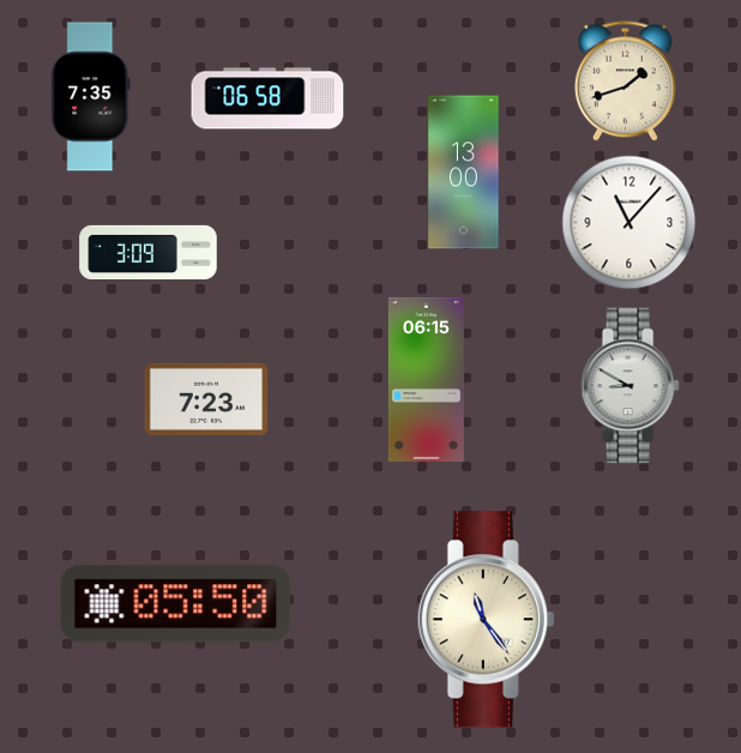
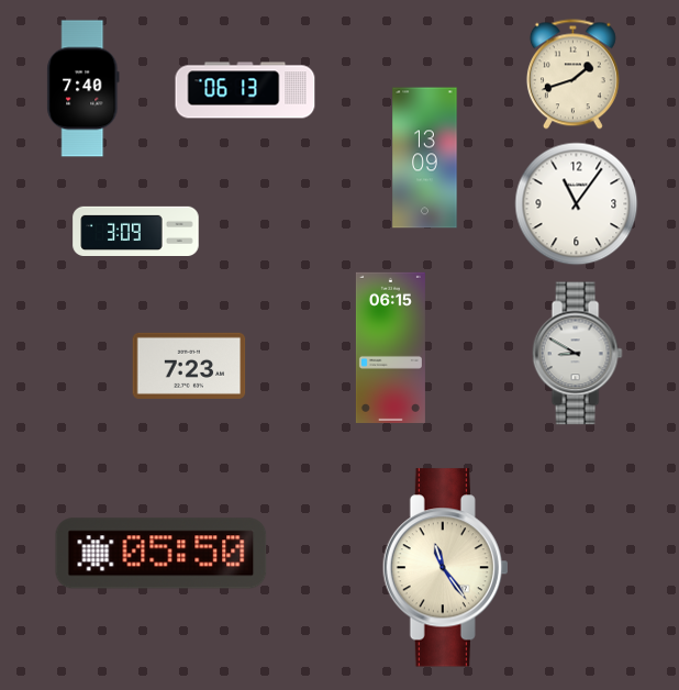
clock at (91, 97): 7:35 -> 7:40
clock at (267, 98): 06:58 -> 06:13
clock at (464, 173): 13:00 -> 13:09
clock at (629, 223): 11:07 -> 11:06
